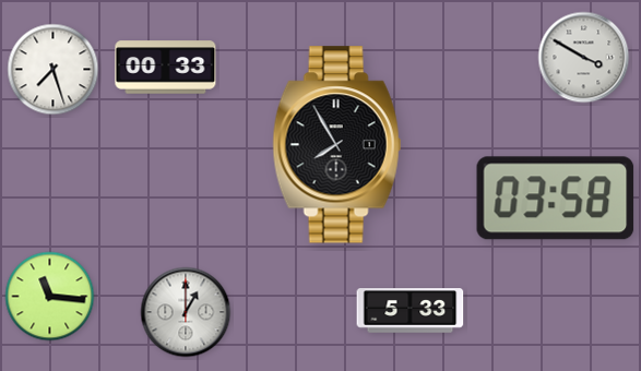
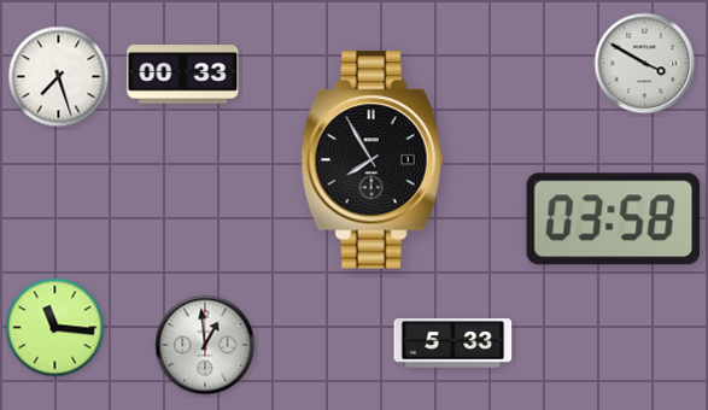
clock at (186, 312): 1:00 -> 12:59
